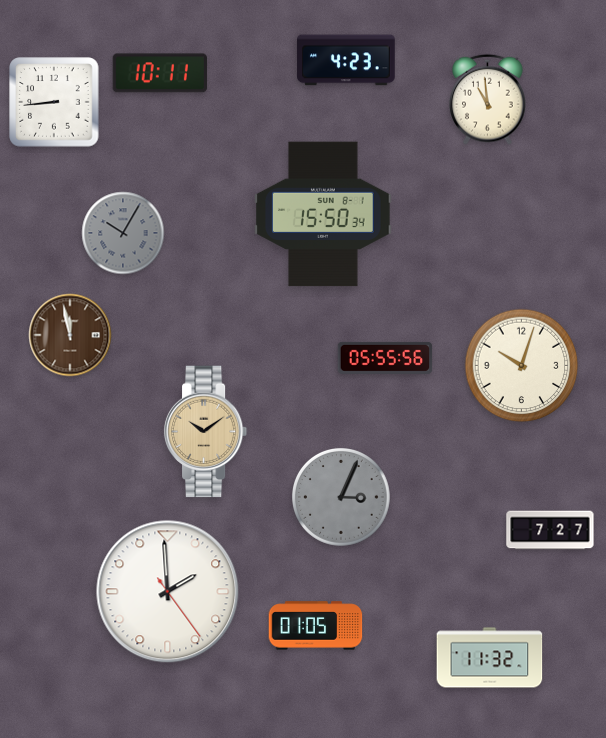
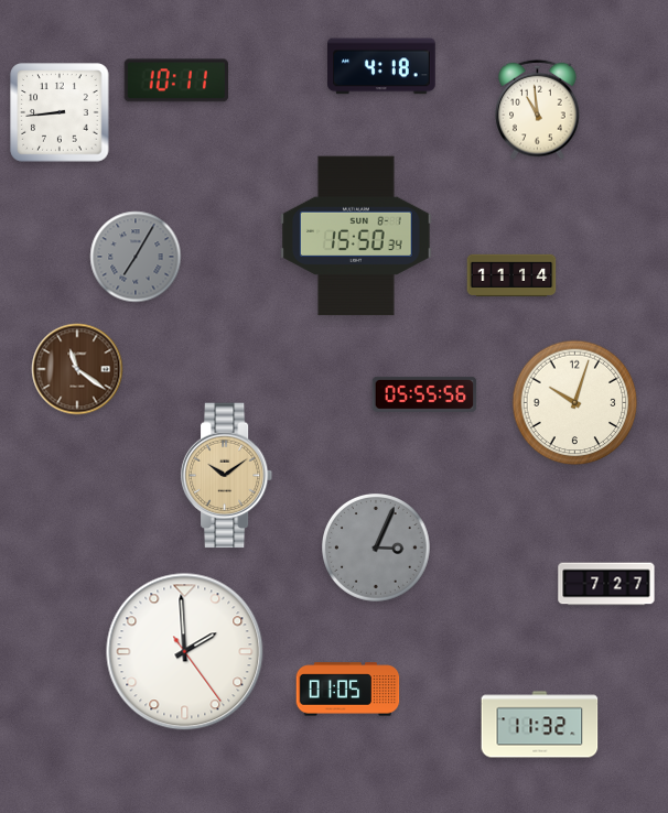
clock at (346, 60): 4:23 -> 4:18
clock at (123, 233): 10:05 -> 7:05
clock at (511, 274): none -> 11:14
clock at (70, 335): 11:58 -> 11:21
